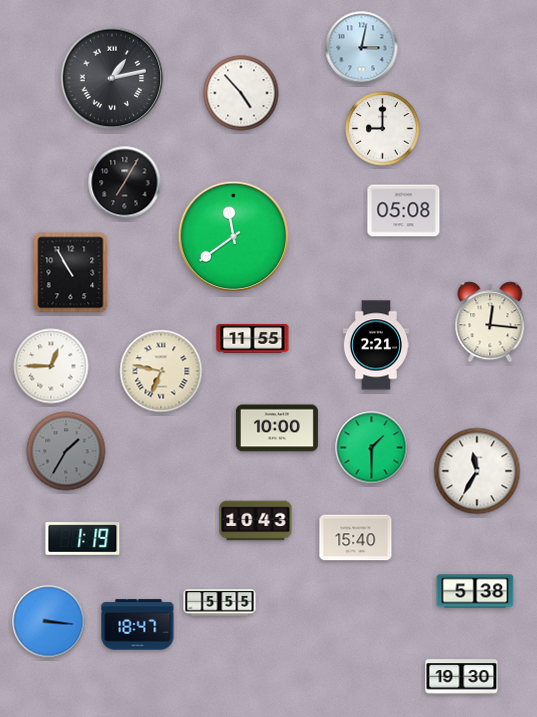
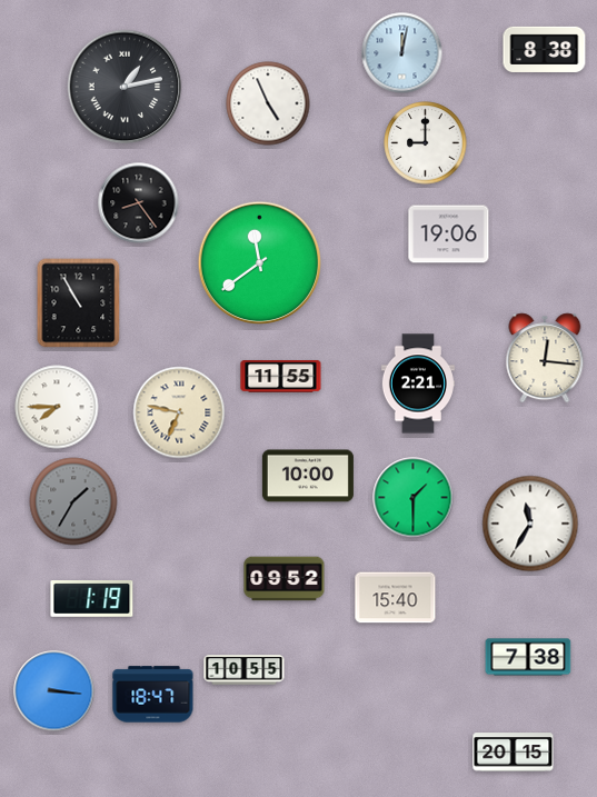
clock at (545, 49): none -> 8:38
clock at (362, 48): 3:02 -> 12:02
clock at (241, 93): 4:53 -> 4:56
clock at (125, 183): 7:05 -> 8:24
clock at (404, 211): 05:08 -> 19:06
clock at (51, 366): 12:45 -> 7:45
clock at (256, 521): 10:43 -> 09:52
clock at (475, 591): 5:38 -> 7:38
clock at (220, 603): 5:55 -> 10:55
clock at (462, 677): 19:30 -> 20:15
